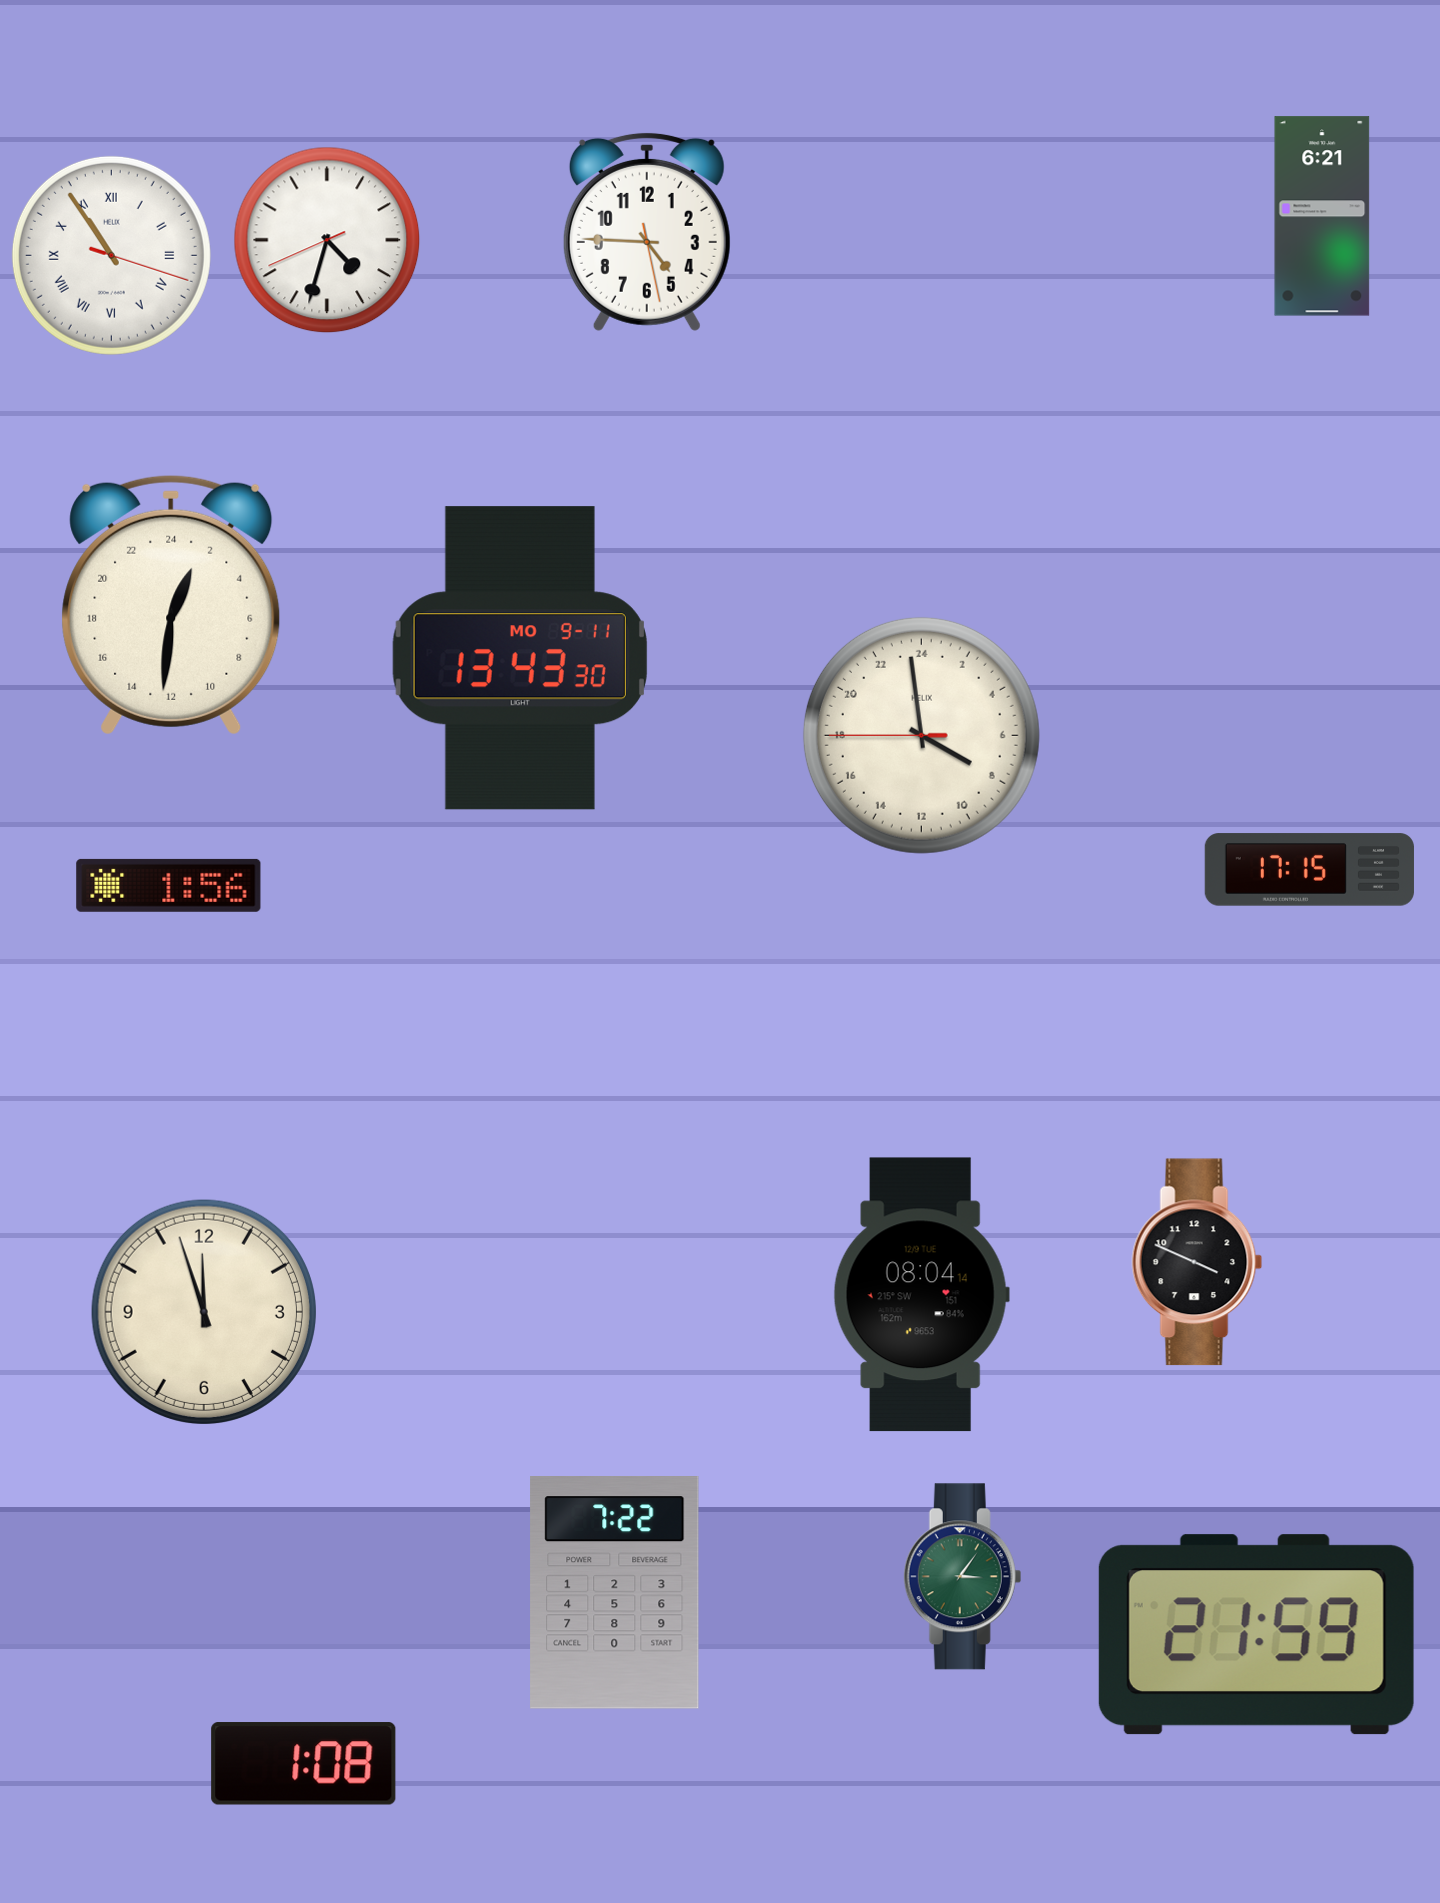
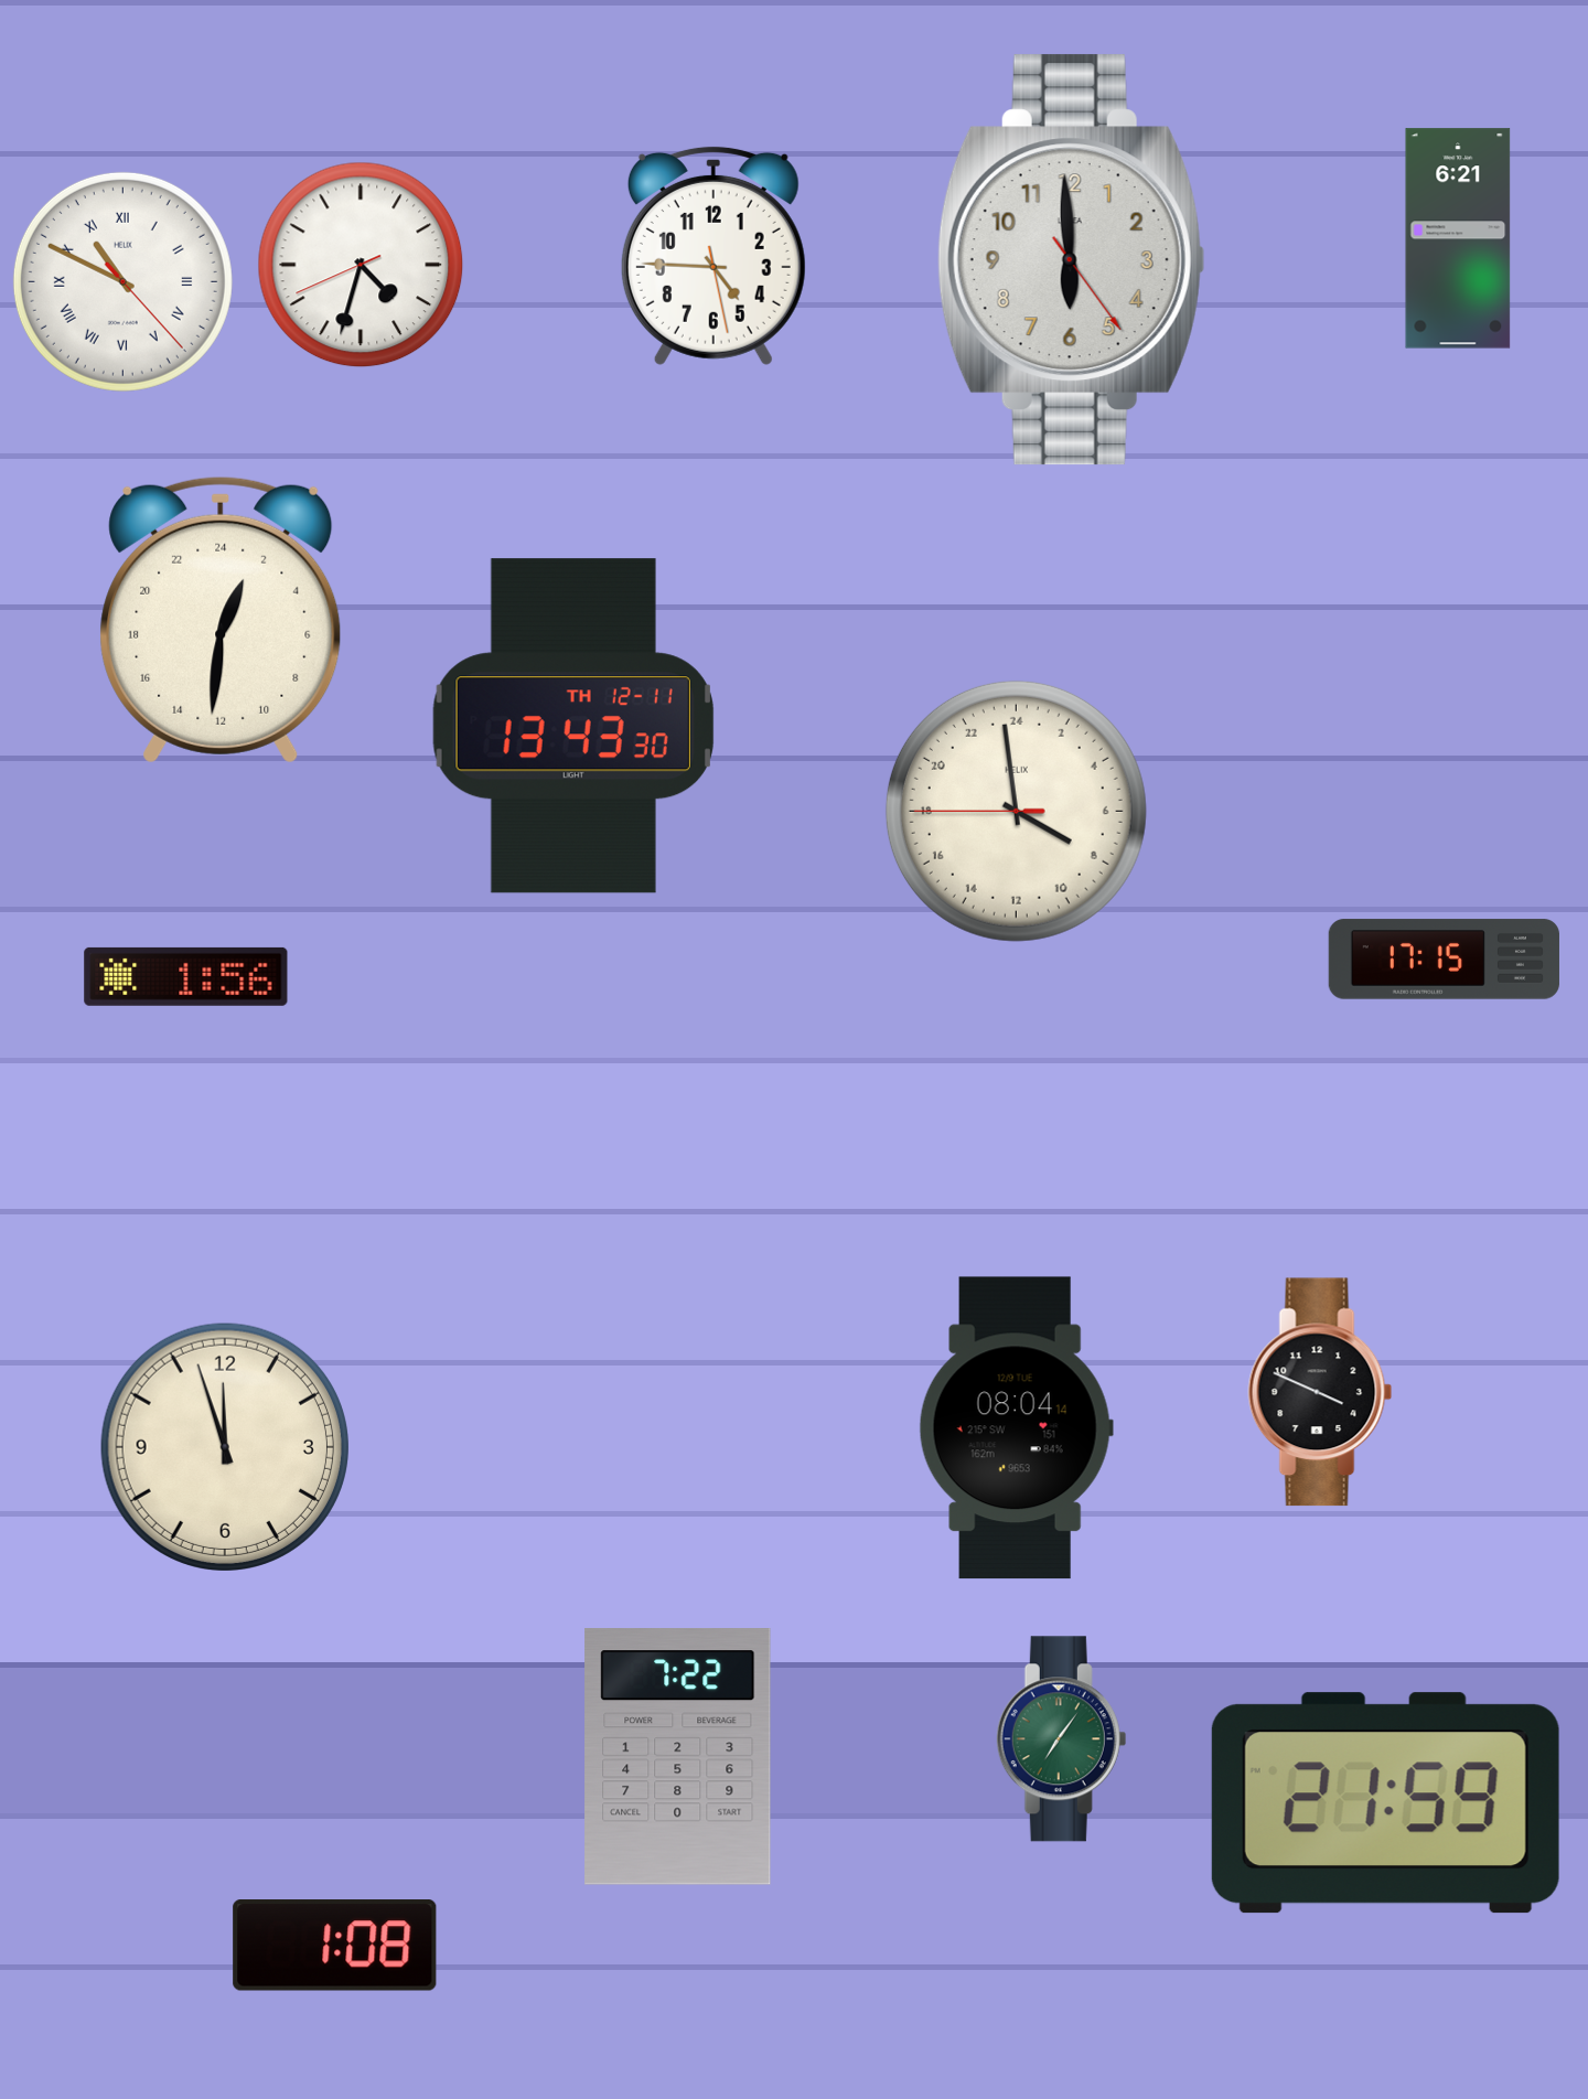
clock at (1071, 260): none -> 5:59
clock at (111, 255): 10:54 -> 10:49
clock at (171, 605) position: (171, 605) -> (221, 620)
clock at (520, 658) date: MO 9-11 -> TH 12-11
clock at (963, 1577): 3:06 -> 7:06
